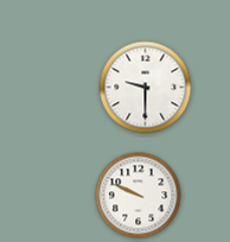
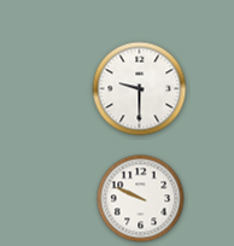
clock at (146, 88) position: (146, 88) -> (140, 89)
